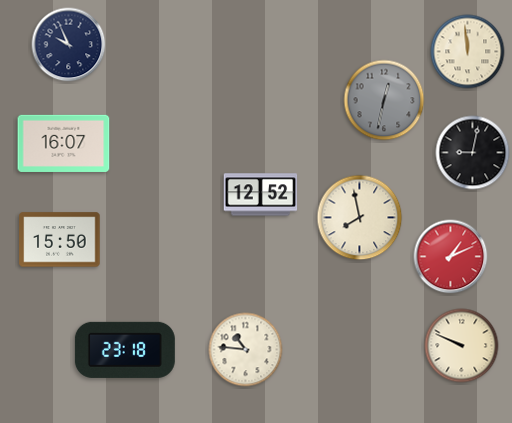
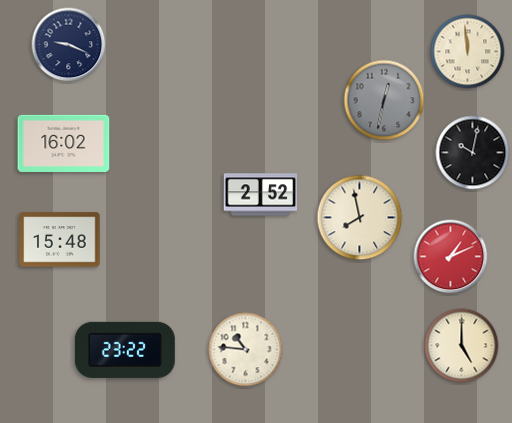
clock at (69, 45): 9:56 -> 9:19
clock at (64, 143): 16:07 -> 16:02
clock at (473, 153): 9:02 -> 10:02
clock at (261, 195): 12:52 -> 2:52
clock at (60, 240): 15:50 -> 15:48
clock at (462, 346): 9:49 -> 5:00
clock at (125, 350): 23:18 -> 23:22
